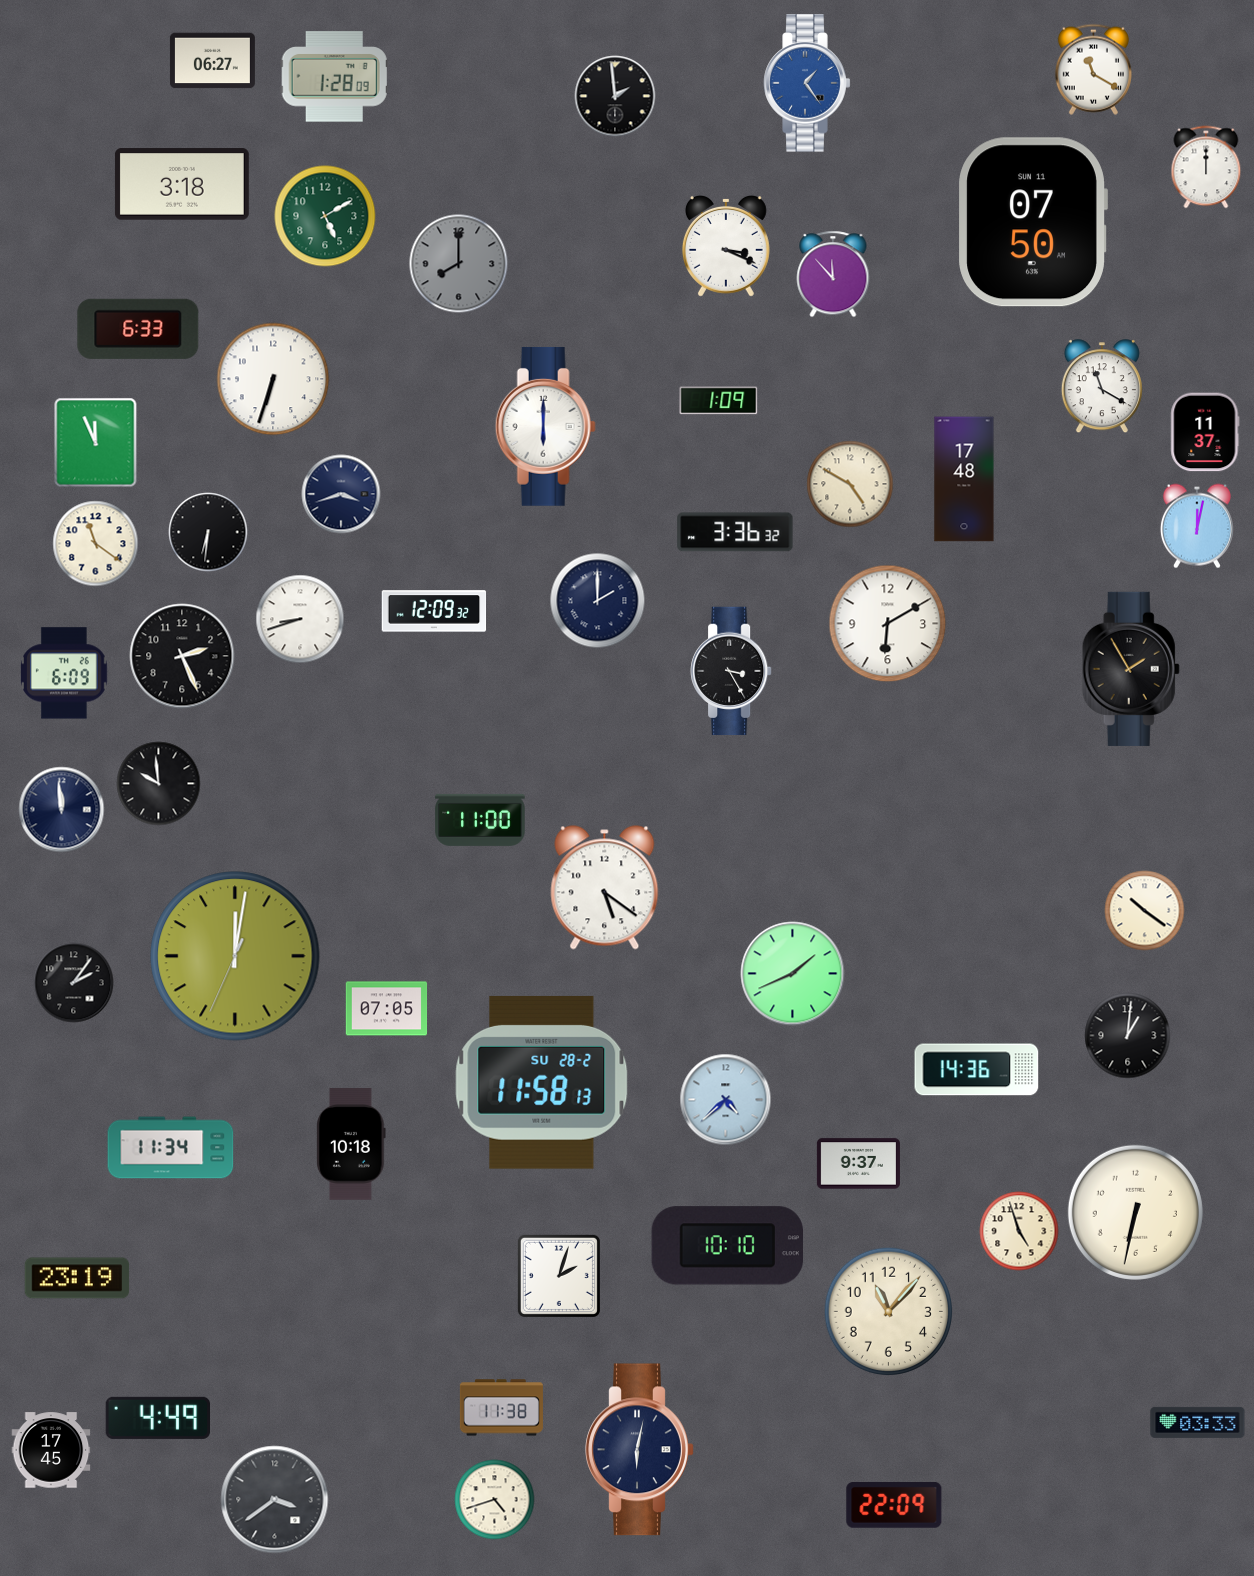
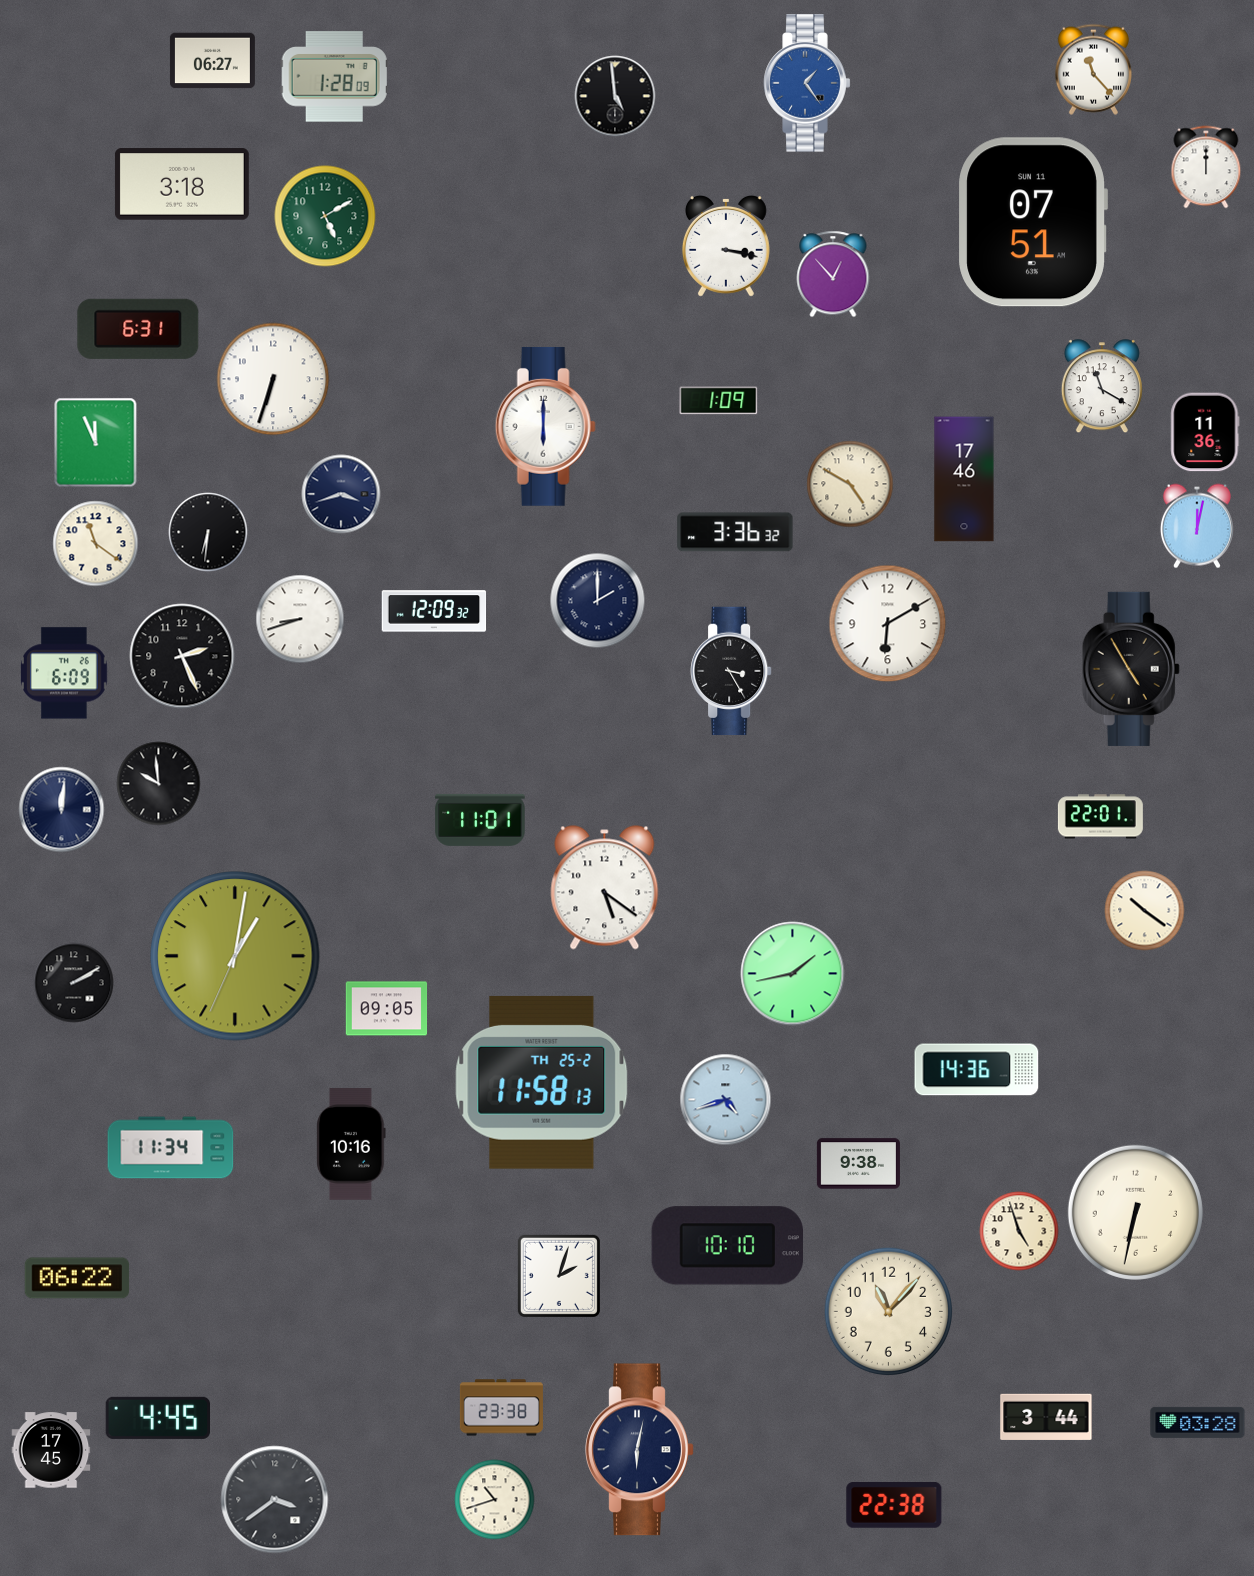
clock at (1093, 69): 11:20 -> 11:23
clock at (615, 96): 1:59 -> 4:59
clock at (1033, 222): 07:50 -> 07:51
clock at (726, 246): 3:19 -> 3:17
clock at (459, 264): 8:00 -> none
clock at (833, 274): 11:53 -> 12:53
clock at (138, 329): 6:33 -> 6:31
clock at (1205, 432): 11:37 -> 11:36
clock at (964, 479): 17:48 -> 17:46
clock at (1131, 669): 1:55 -> 4:55
clock at (62, 810): 11:59 -> 12:01
clock at (1100, 817): none -> 22:01
clock at (480, 820): 11:00 -> 11:01
clock at (235, 956): 12:01 -> 1:01
clock at (793, 974): 1:41 -> 1:43
clock at (74, 983): 2:06 -> 2:10
clock at (387, 1009): 07:05 -> 09:05
clock at (1128, 1036): 1:01 -> none
clock at (542, 1082) date: SU 28-2 -> TH 25-2
clock at (726, 1100): 4:38 -> 4:42
clock at (351, 1144): 10:18 -> 10:16
clock at (858, 1164): 9:37 -> 9:38
clock at (77, 1278): 23:19 -> 06:22
clock at (501, 1408): 11:38 -> 23:38
clock at (1046, 1416): none -> 3:44
clock at (157, 1418): 4:49 -> 4:45
clock at (1198, 1422): 03:33 -> 03:28
clock at (495, 1500): 4:42 -> 10:42
clock at (894, 1505): 22:09 -> 22:38
